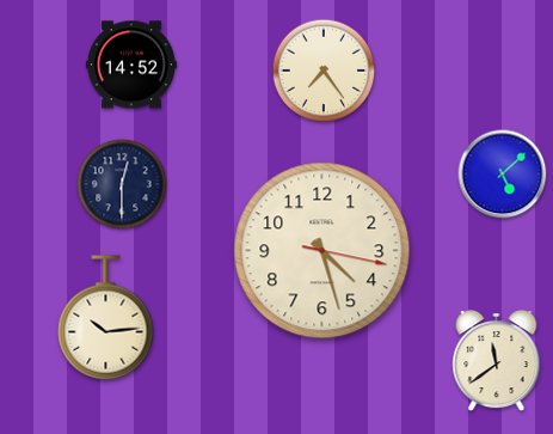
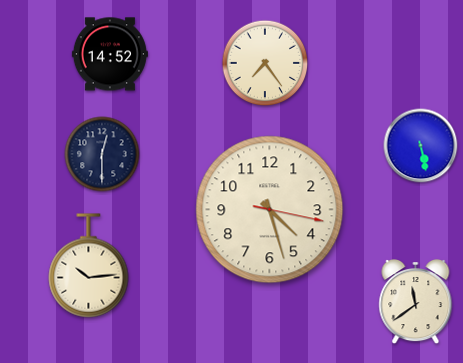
clock at (324, 71) position: (324, 71) -> (265, 63)
clock at (503, 175): 5:08 -> 5:28
